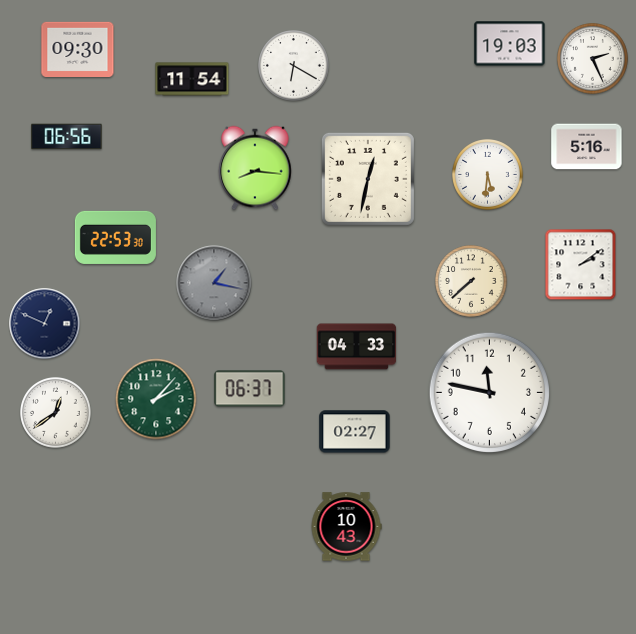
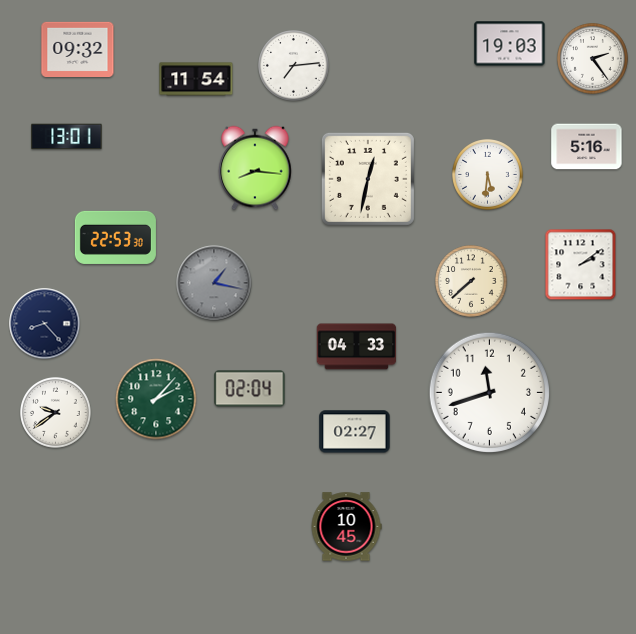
clock at (78, 49): 09:30 -> 09:32
clock at (593, 59): 2:26 -> 2:24
clock at (294, 66): 6:20 -> 7:14
clock at (192, 79) position: (192, 79) -> (196, 79)
clock at (67, 137): 06:56 -> 13:01
clock at (45, 324): 12:49 -> 8:23
clock at (250, 389): 06:37 -> 02:04
clock at (489, 392): 11:47 -> 11:42
clock at (56, 413): 12:39 -> 9:39
clock at (346, 527): 10:43 -> 10:45
